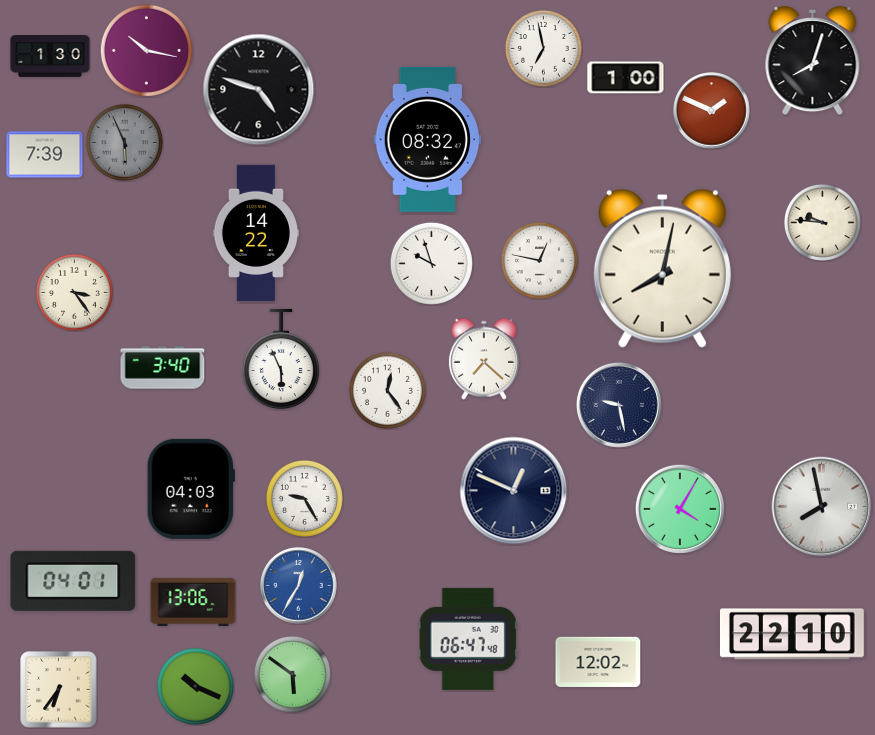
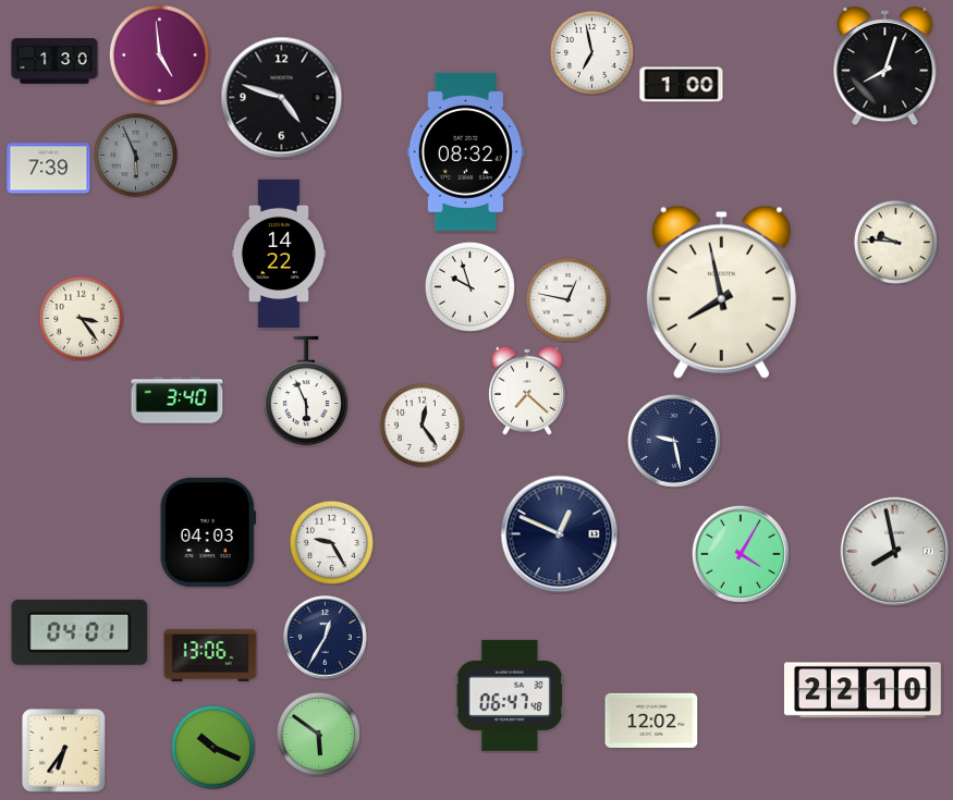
clock at (146, 50): 10:17 -> 4:59
clock at (712, 111): 1:49 -> none
clock at (539, 260) position: (539, 260) -> (567, 299)
clock at (662, 268): 8:02 -> 7:58
clock at (299, 586) dial: blue -> navy
